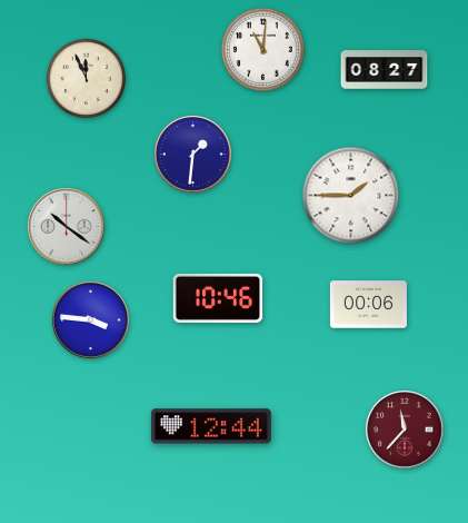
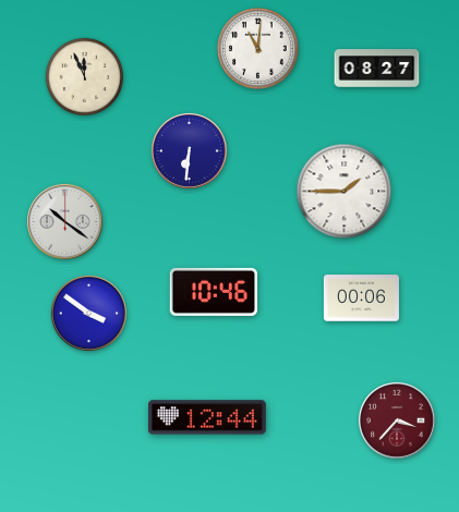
clock at (192, 154): 1:31 -> 6:31
clock at (90, 319): 3:46 -> 3:51
clock at (406, 431): 11:37 -> 3:37
